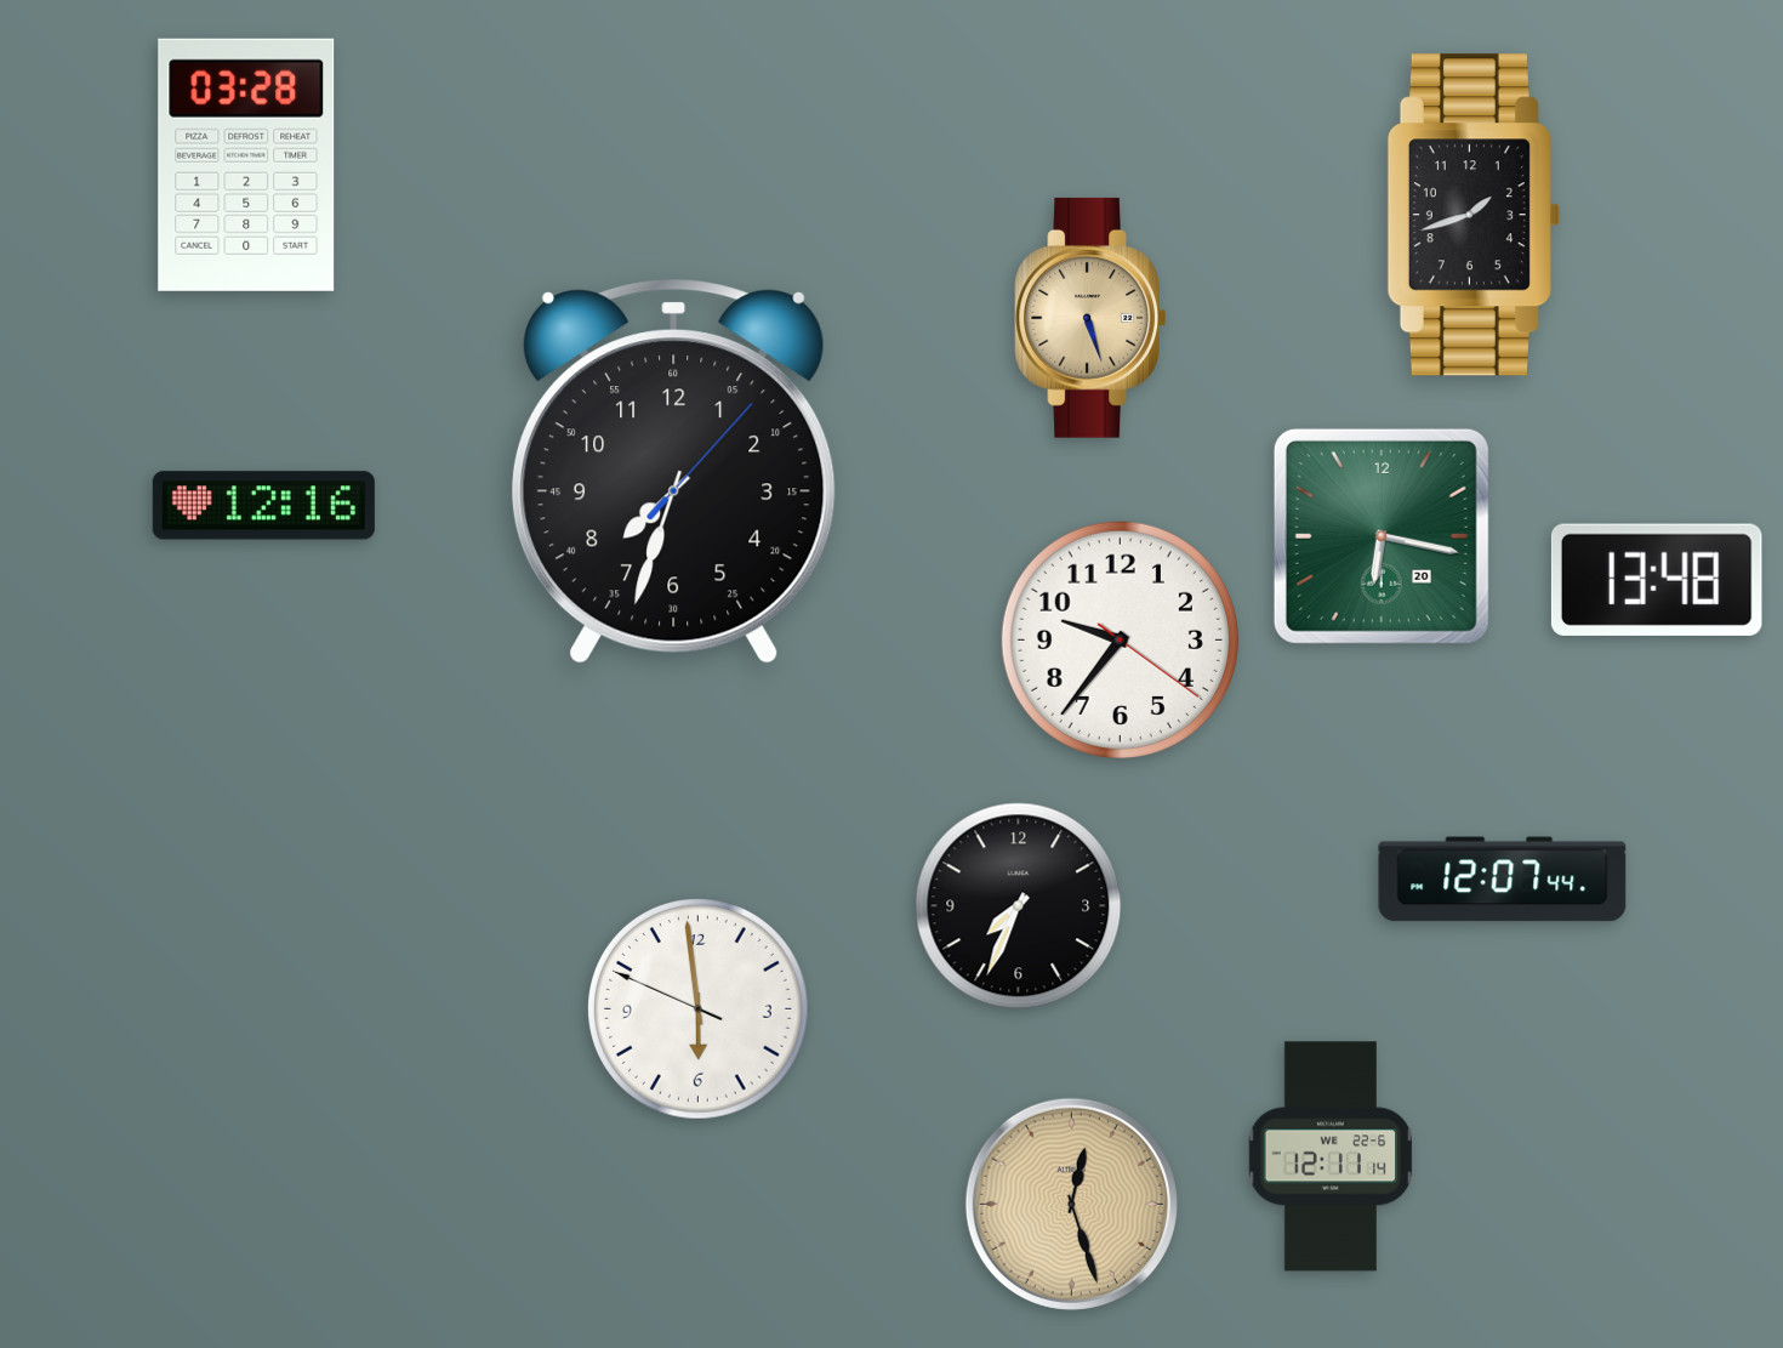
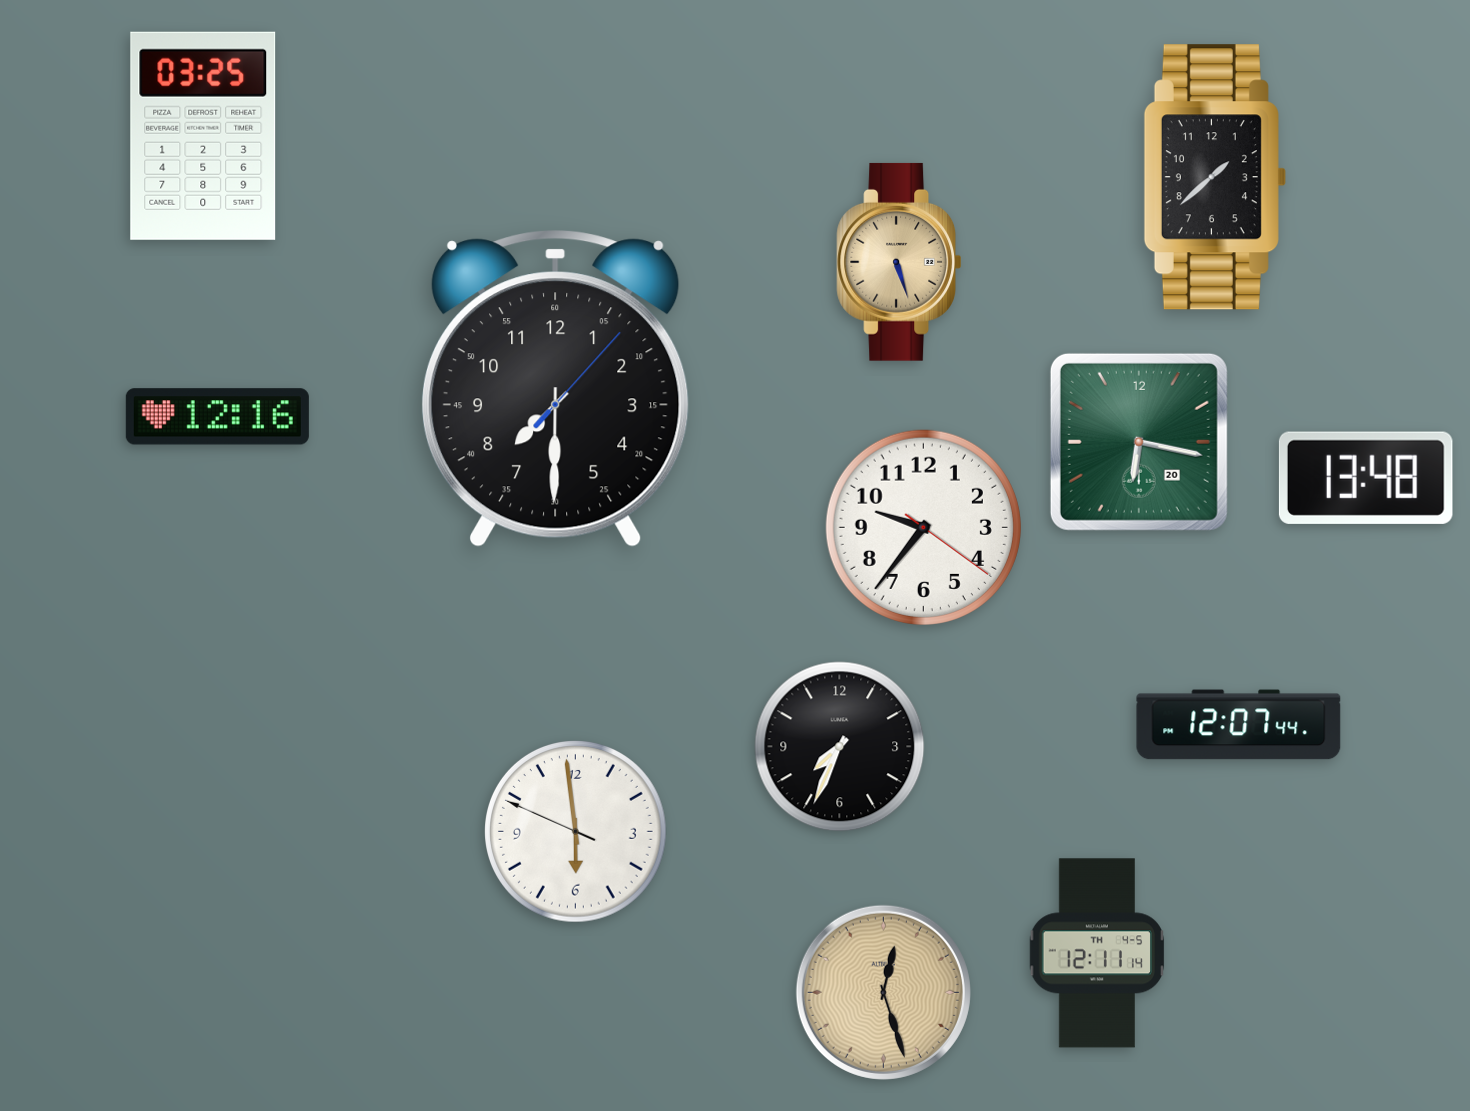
clock at (246, 165): 03:28 -> 03:25
clock at (1474, 215): 1:42 -> 1:38
clock at (673, 472): 7:33 -> 7:30
clock at (1331, 1156) date: WE 22-6 -> TH 4-5
